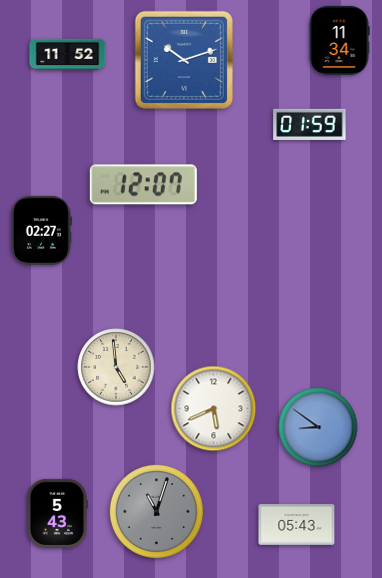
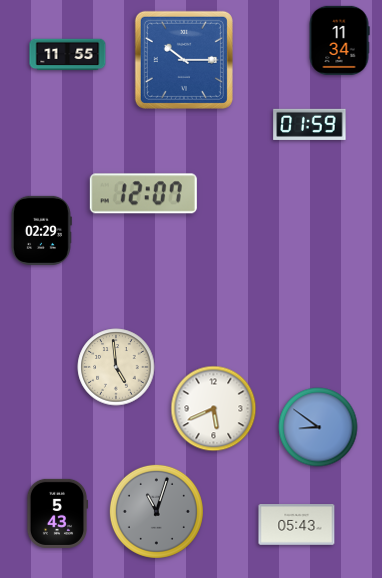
clock at (68, 55): 11:52 -> 11:55
clock at (184, 60): 10:12 -> 10:15
clock at (143, 185) position: (143, 185) -> (143, 194)
clock at (41, 230): 02:27 -> 02:29
